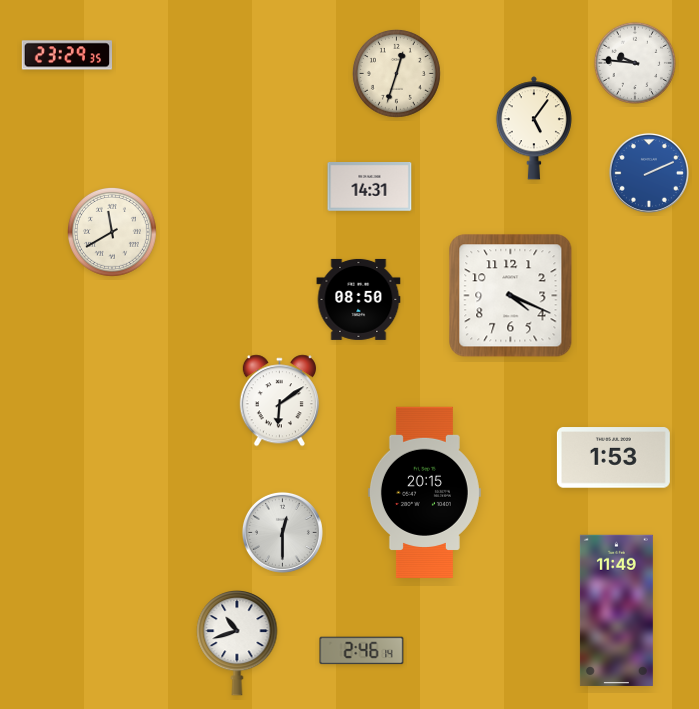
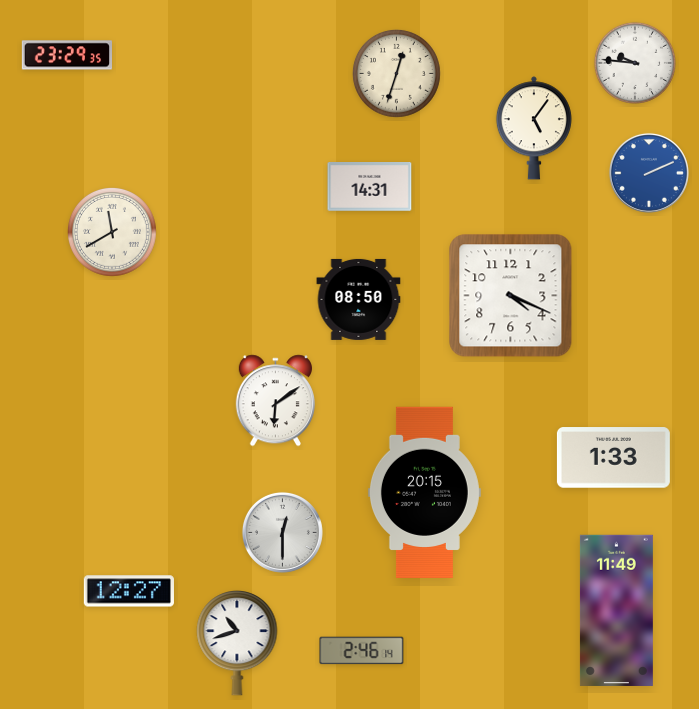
clock at (279, 401) position: (279, 401) -> (275, 401)
clock at (613, 458): 1:53 -> 1:33
clock at (129, 591): none -> 12:27
